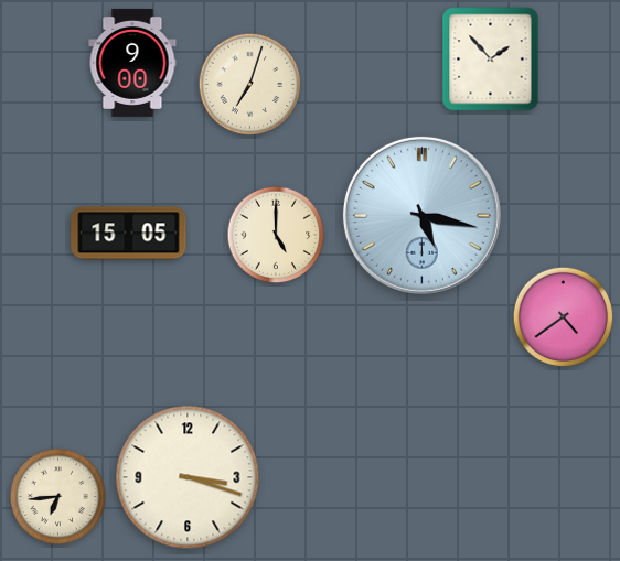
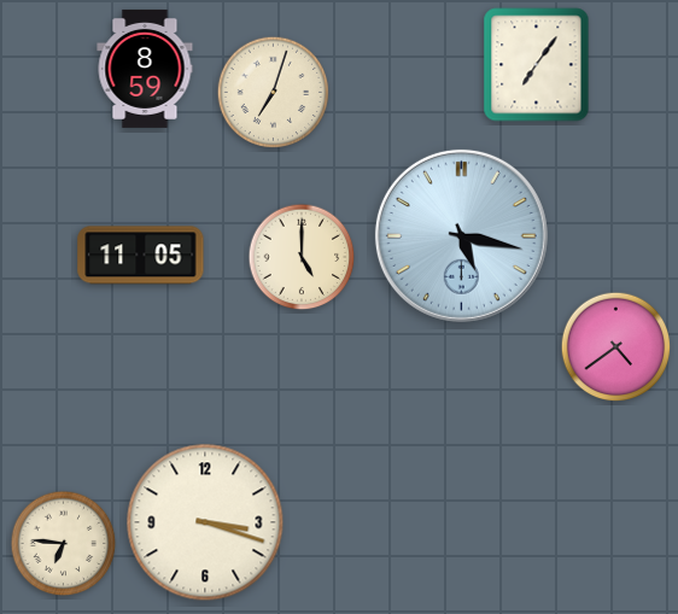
clock at (491, 60): 1:53 -> 7:06
clock at (132, 63): 9:00 -> 8:59
clock at (129, 234): 15:05 -> 11:05
clock at (58, 497): 6:44 -> 6:46
